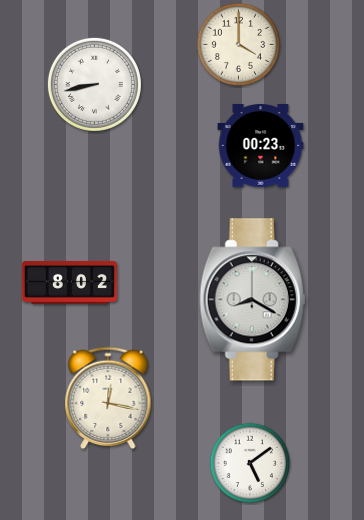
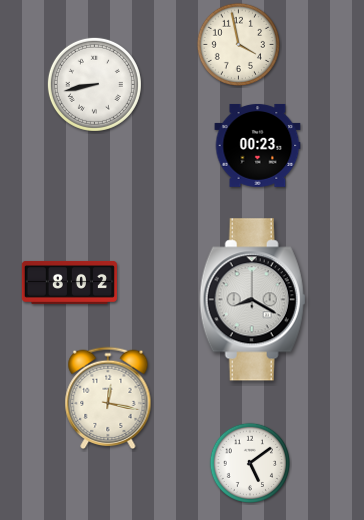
clock at (238, 44): 4:00 -> 3:58
clock at (261, 145) position: (261, 145) -> (258, 145)
